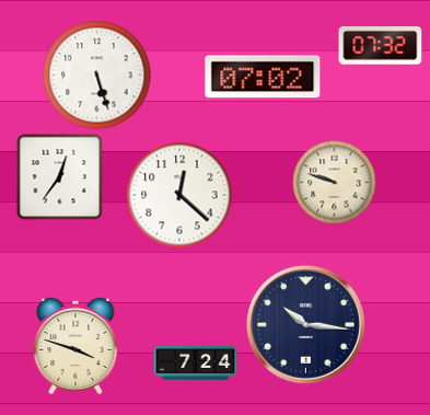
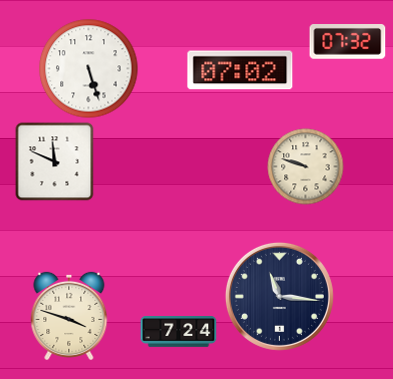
clock at (60, 177): 12:36 -> 11:49
clock at (179, 195): 12:22 -> none
clock at (305, 324): 10:16 -> 11:16
